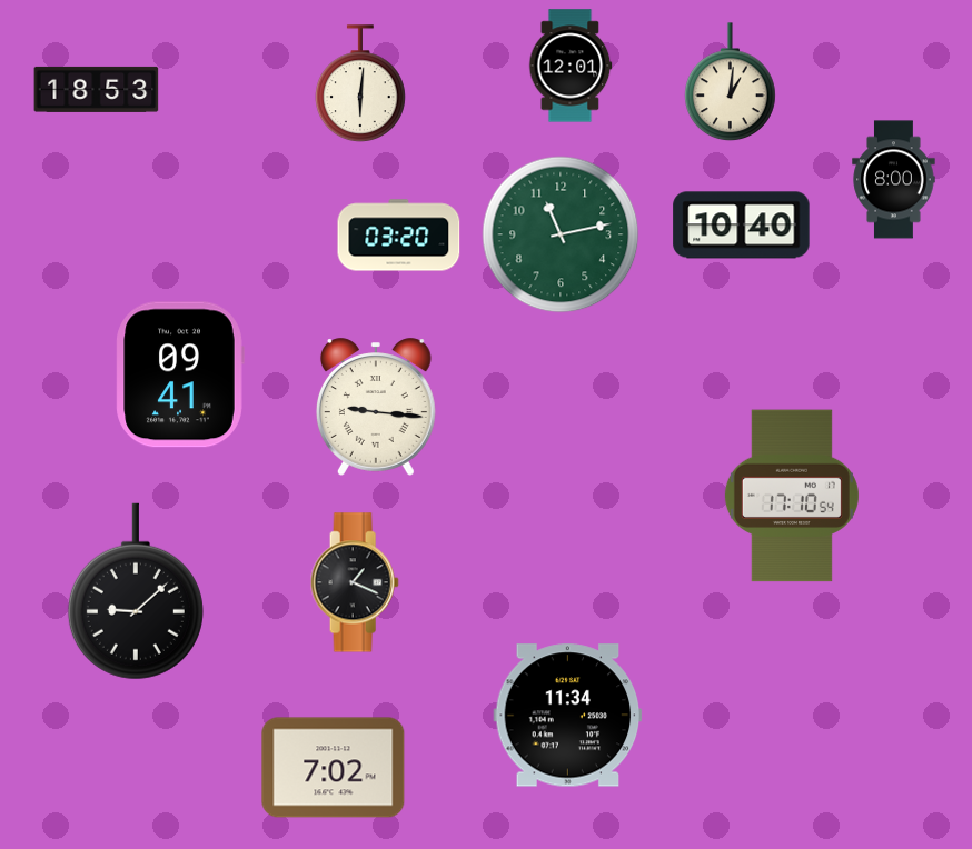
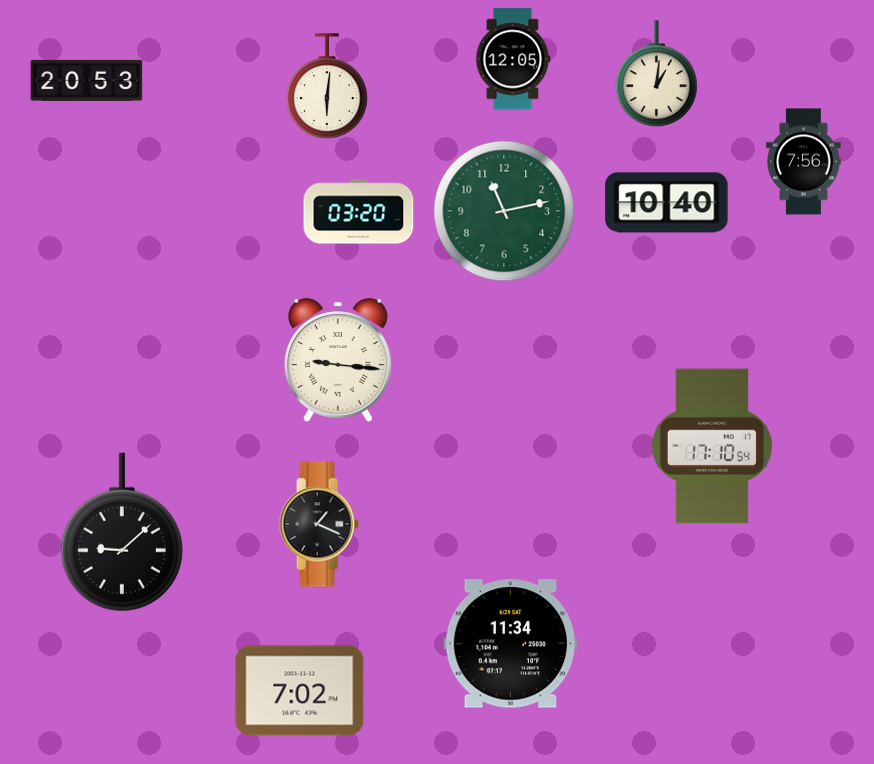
clock at (571, 66): 12:01 -> 12:05
clock at (361, 83) position: (361, 83) -> (328, 86)
clock at (97, 89): 18:53 -> 20:53
clock at (894, 180): 8:00 -> 7:56
clock at (180, 374): 09:41 -> none
clock at (376, 407) position: (376, 407) -> (338, 360)
